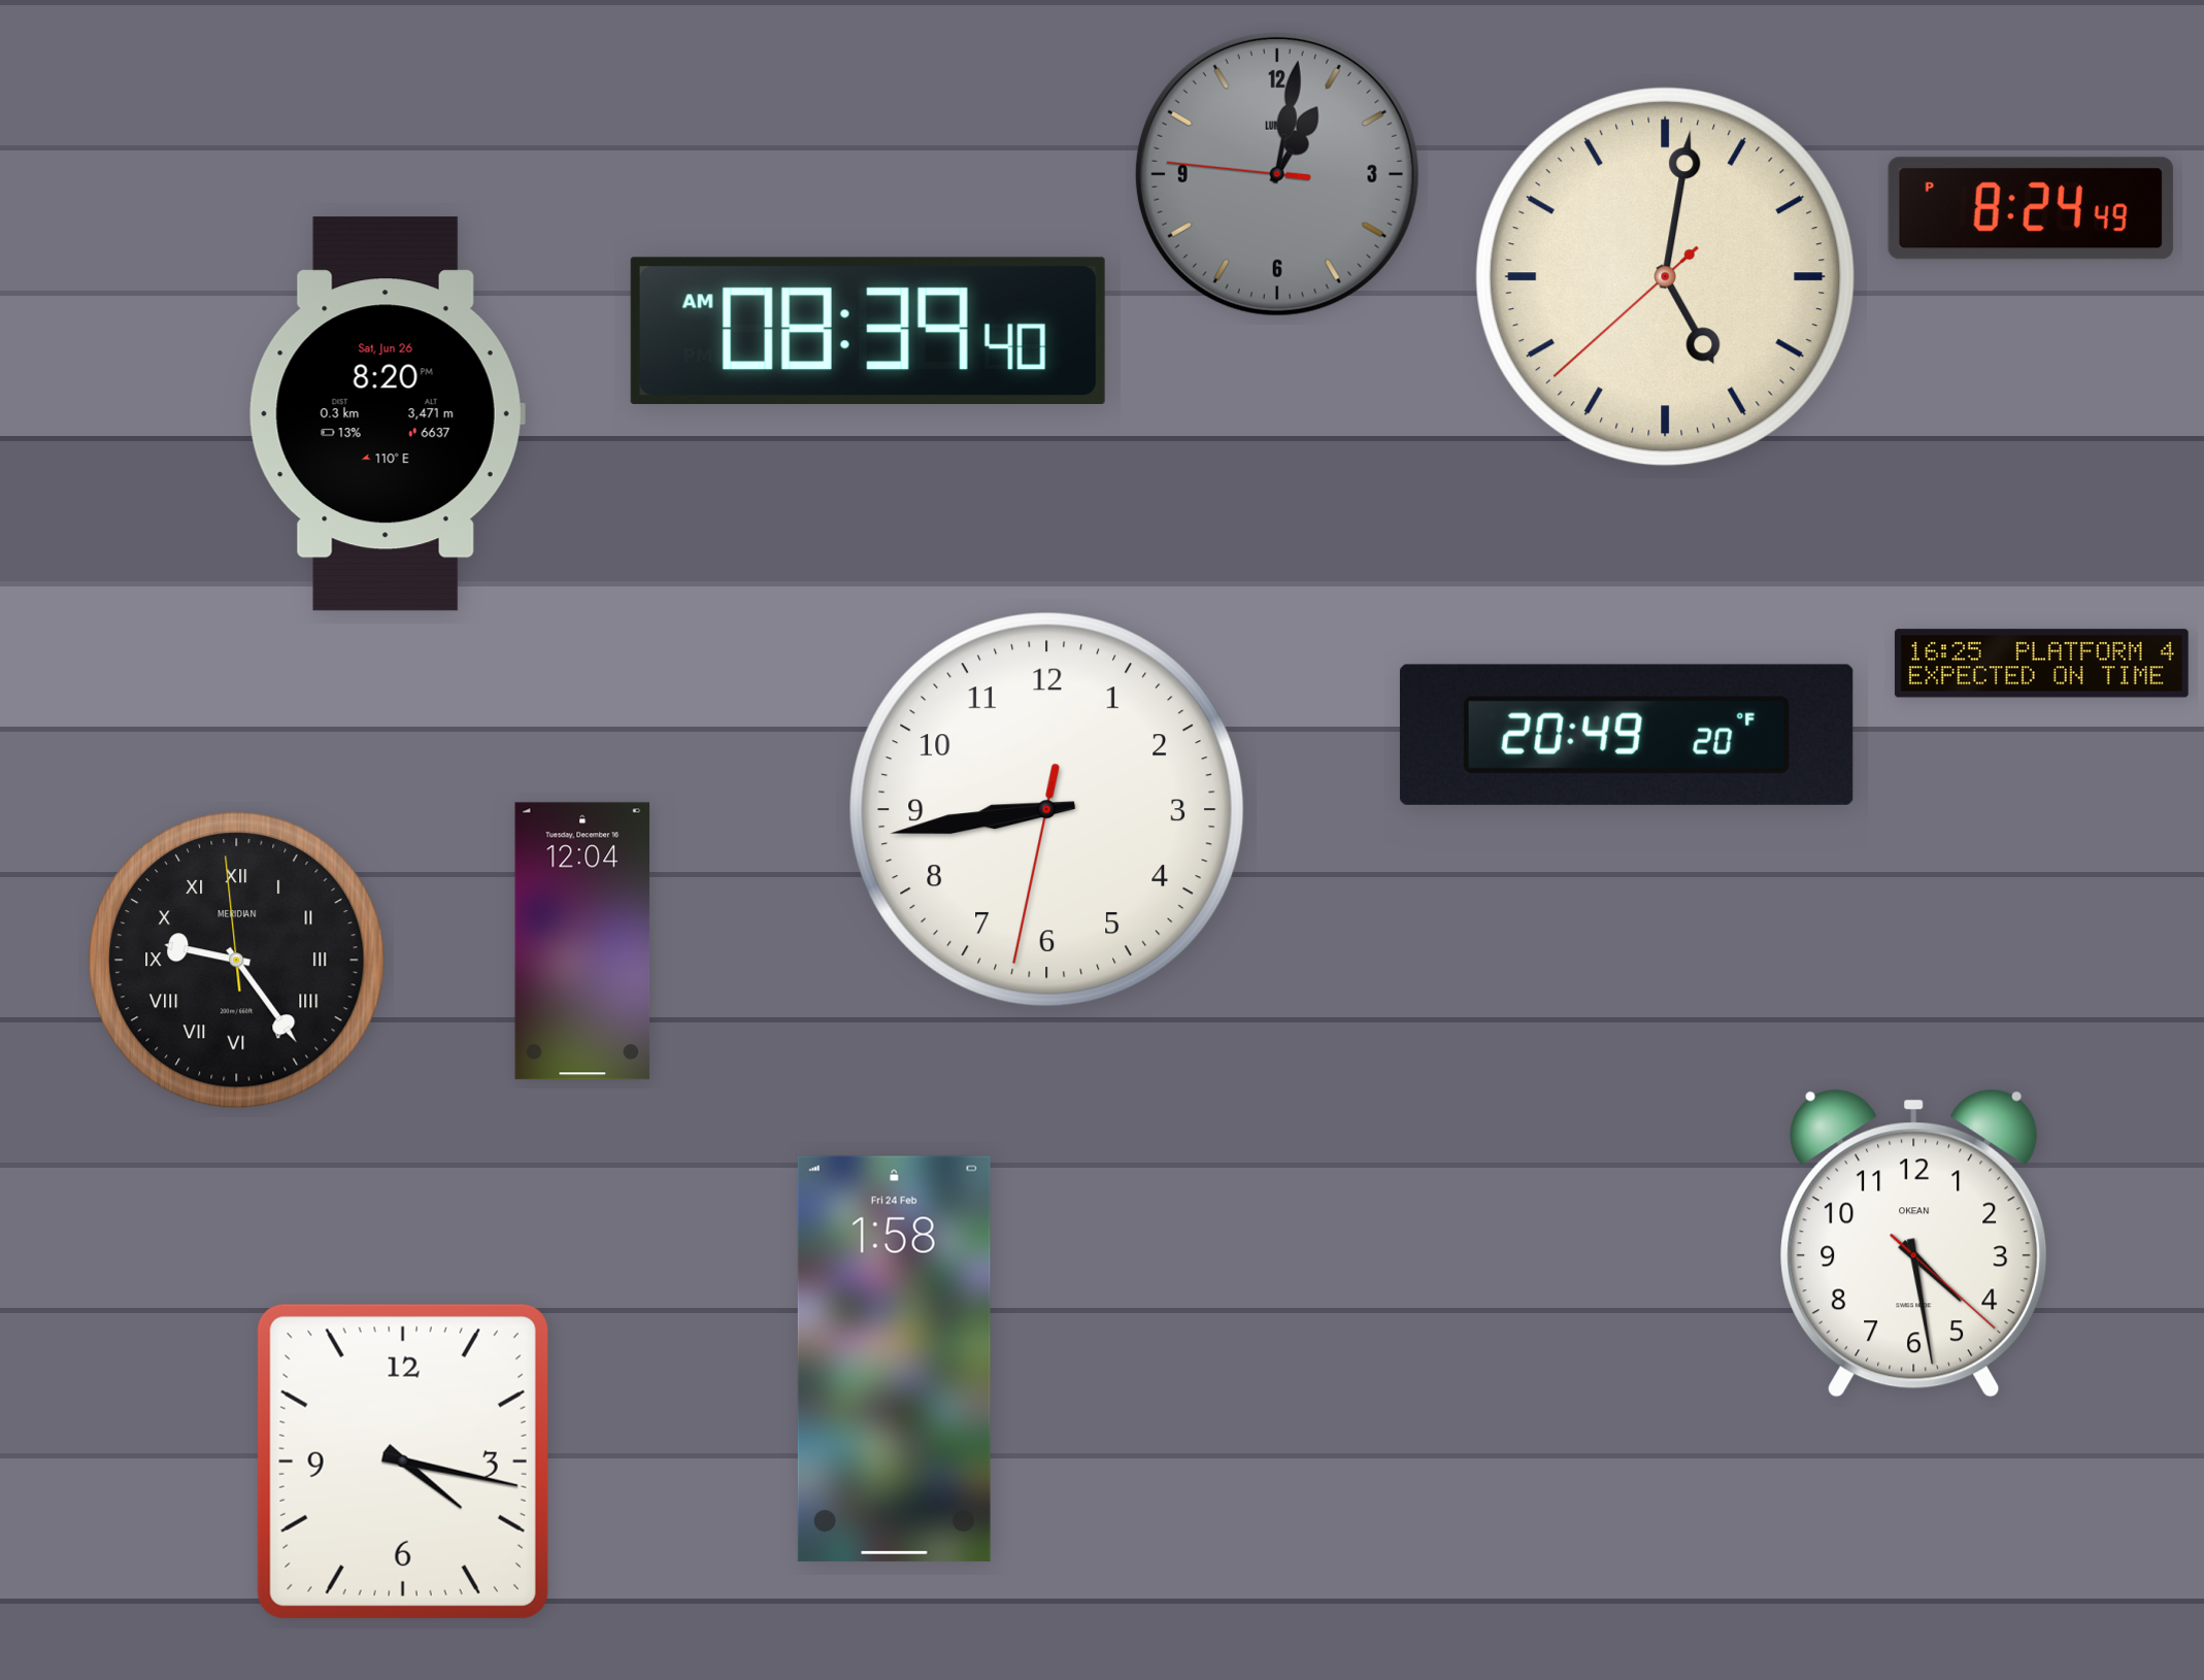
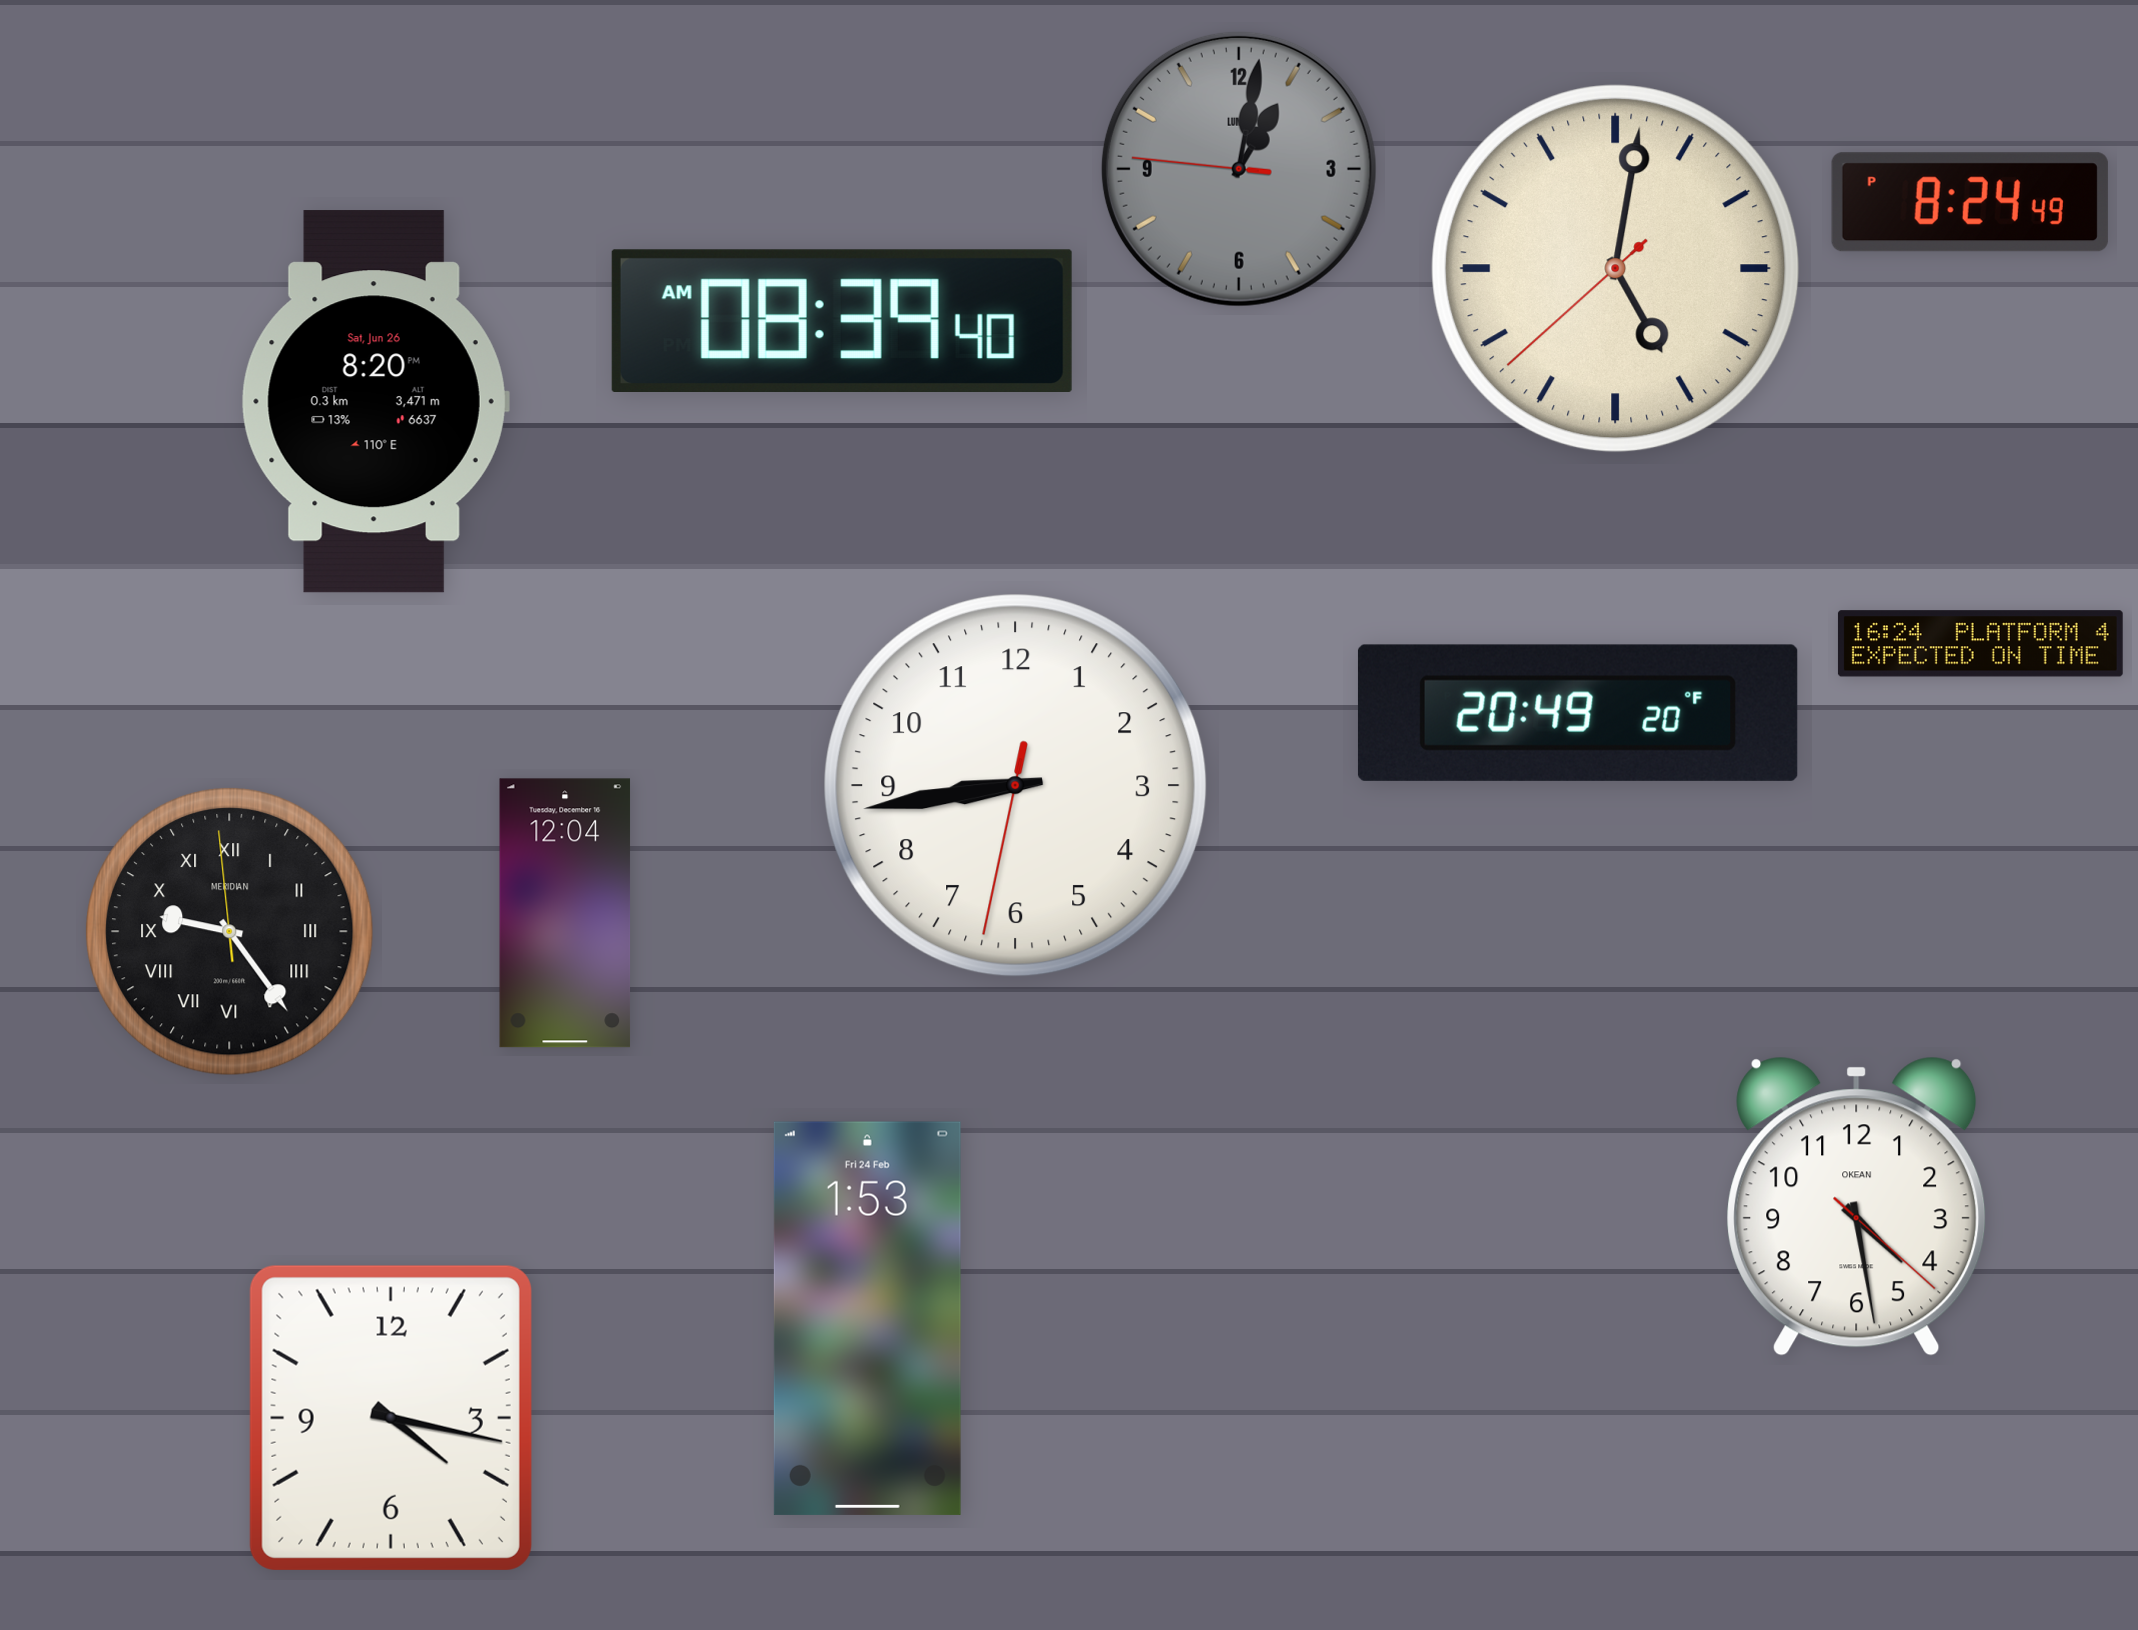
clock at (2041, 664): 16:25 -> 16:24
clock at (894, 1358): 1:58 -> 1:53
